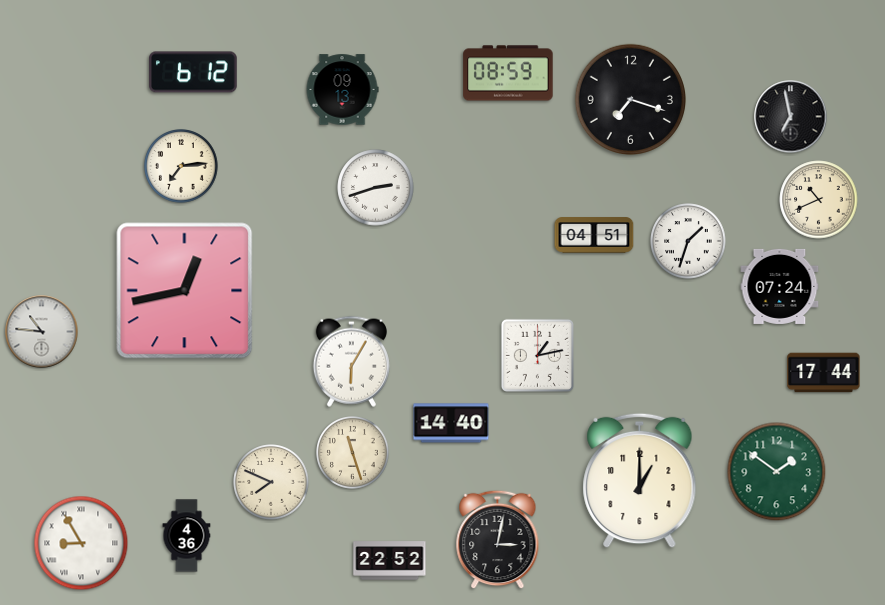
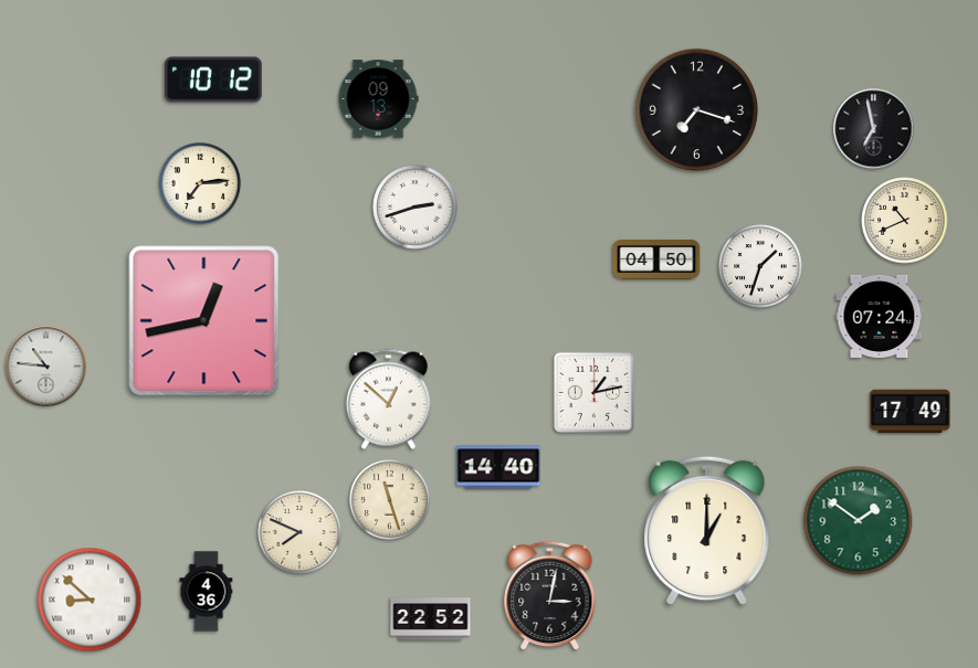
clock at (194, 72): 6:12 -> 10:12
clock at (508, 73): 08:59 -> none
clock at (594, 235): 04:51 -> 04:50
clock at (780, 286) position: (780, 286) -> (880, 316)
clock at (351, 361): 6:05 -> 12:52
clock at (824, 373): 17:44 -> 17:49
clock at (81, 543): 8:55 -> 8:52
